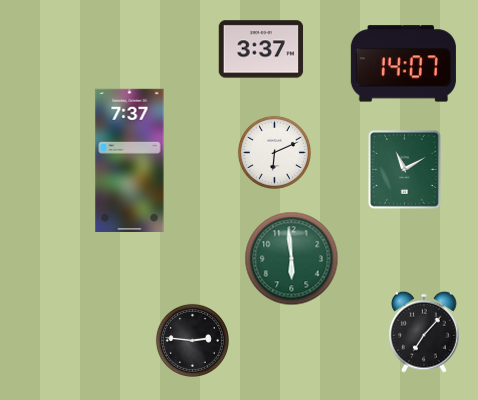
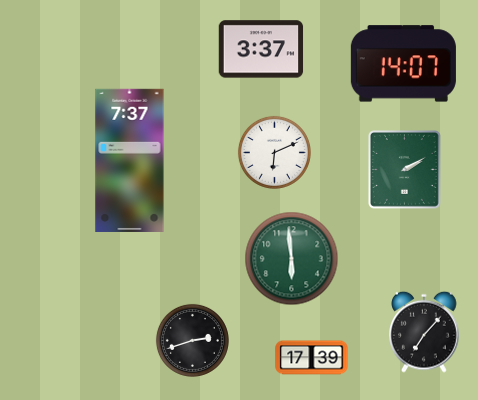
clock at (405, 170): 11:10 -> 2:10
clock at (192, 340): 2:46 -> 2:42
clock at (312, 358): none -> 17:39
